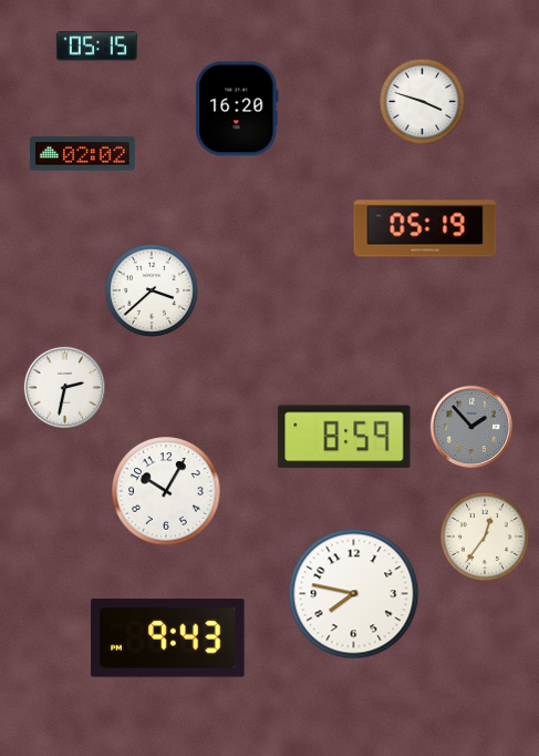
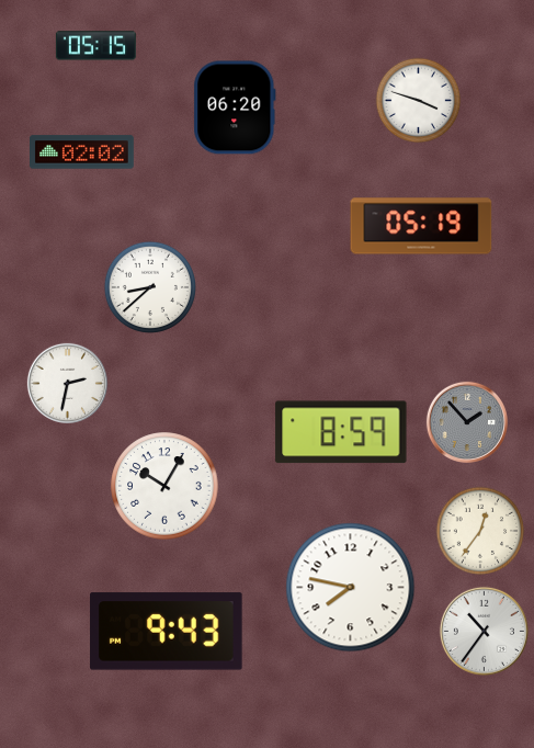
clock at (237, 109): 16:20 -> 06:20
clock at (152, 290): 3:38 -> 8:38
clock at (64, 387) position: (64, 387) -> (67, 383)
clock at (484, 631): none -> 10:36
